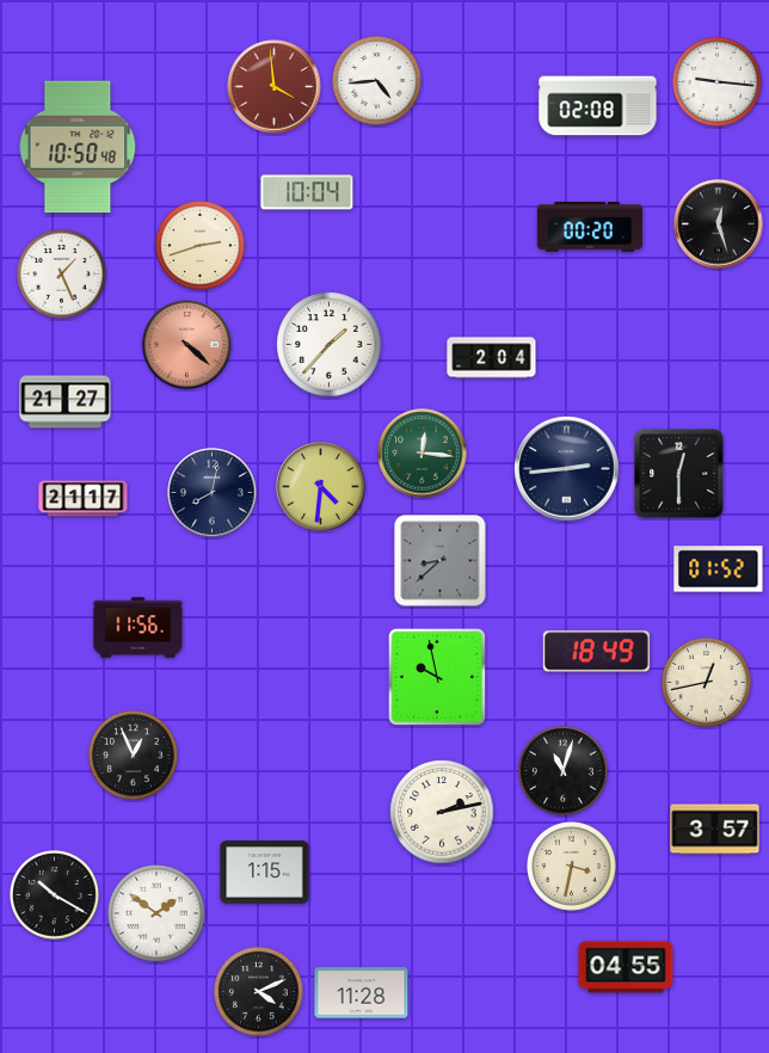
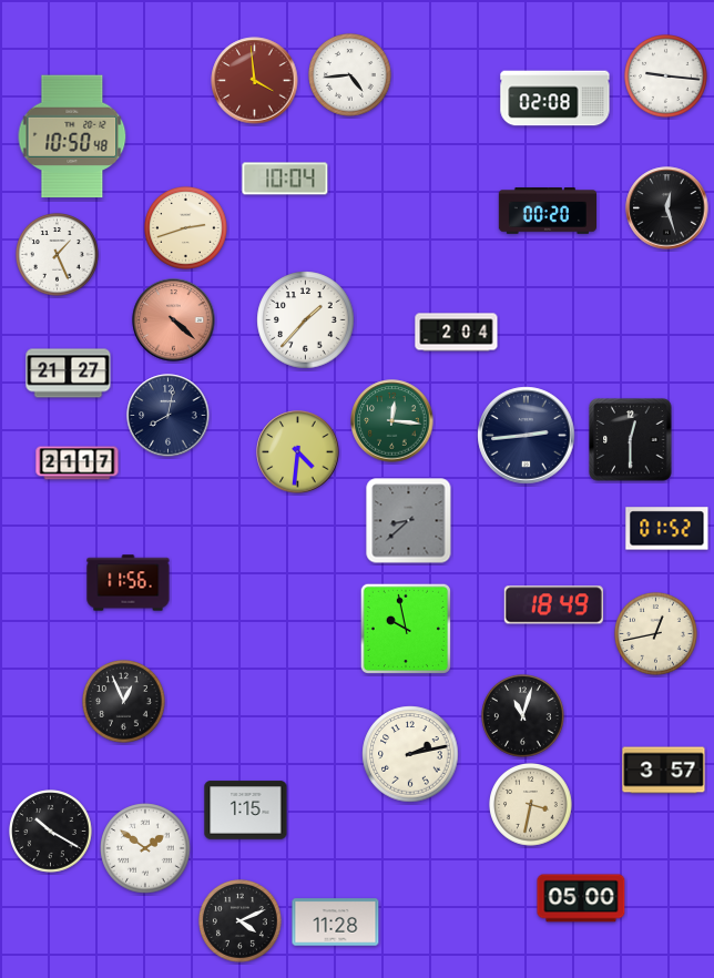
clock at (66, 402) position: (66, 402) -> (69, 374)
clock at (213, 493) position: (213, 493) -> (169, 416)
clock at (626, 967): 04:55 -> 05:00
